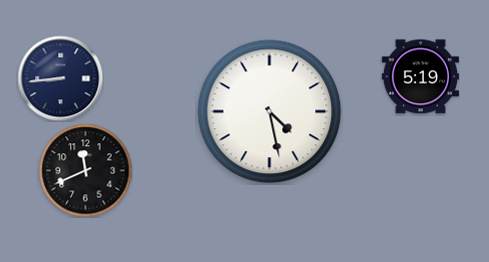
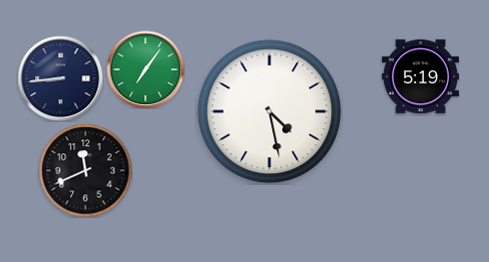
clock at (145, 69): none -> 7:06
